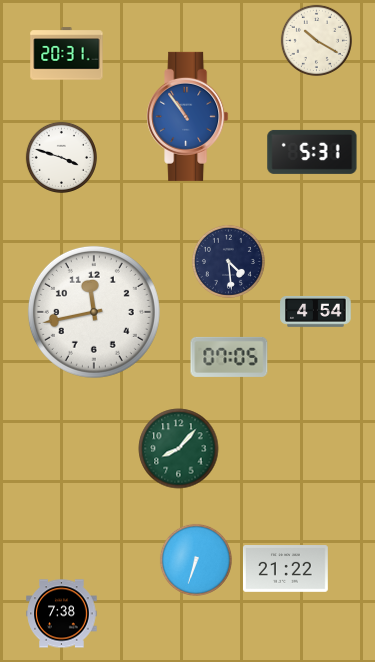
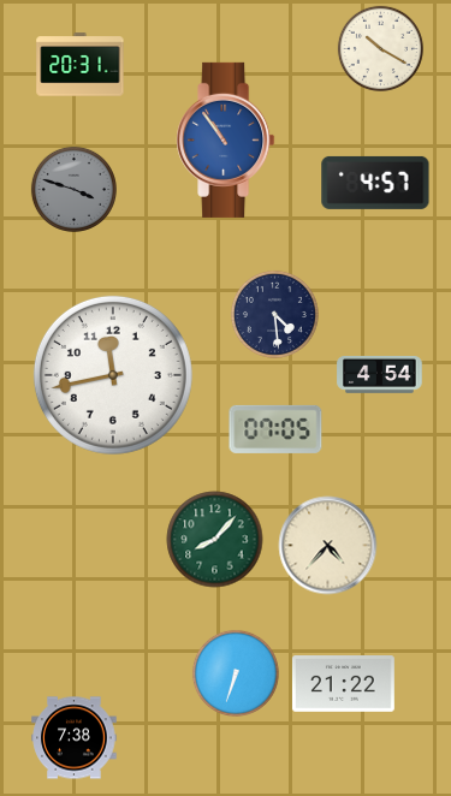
clock at (312, 152): 5:31 -> 4:57
clock at (61, 157) dial: white -> grey
clock at (328, 546): none -> 4:37
